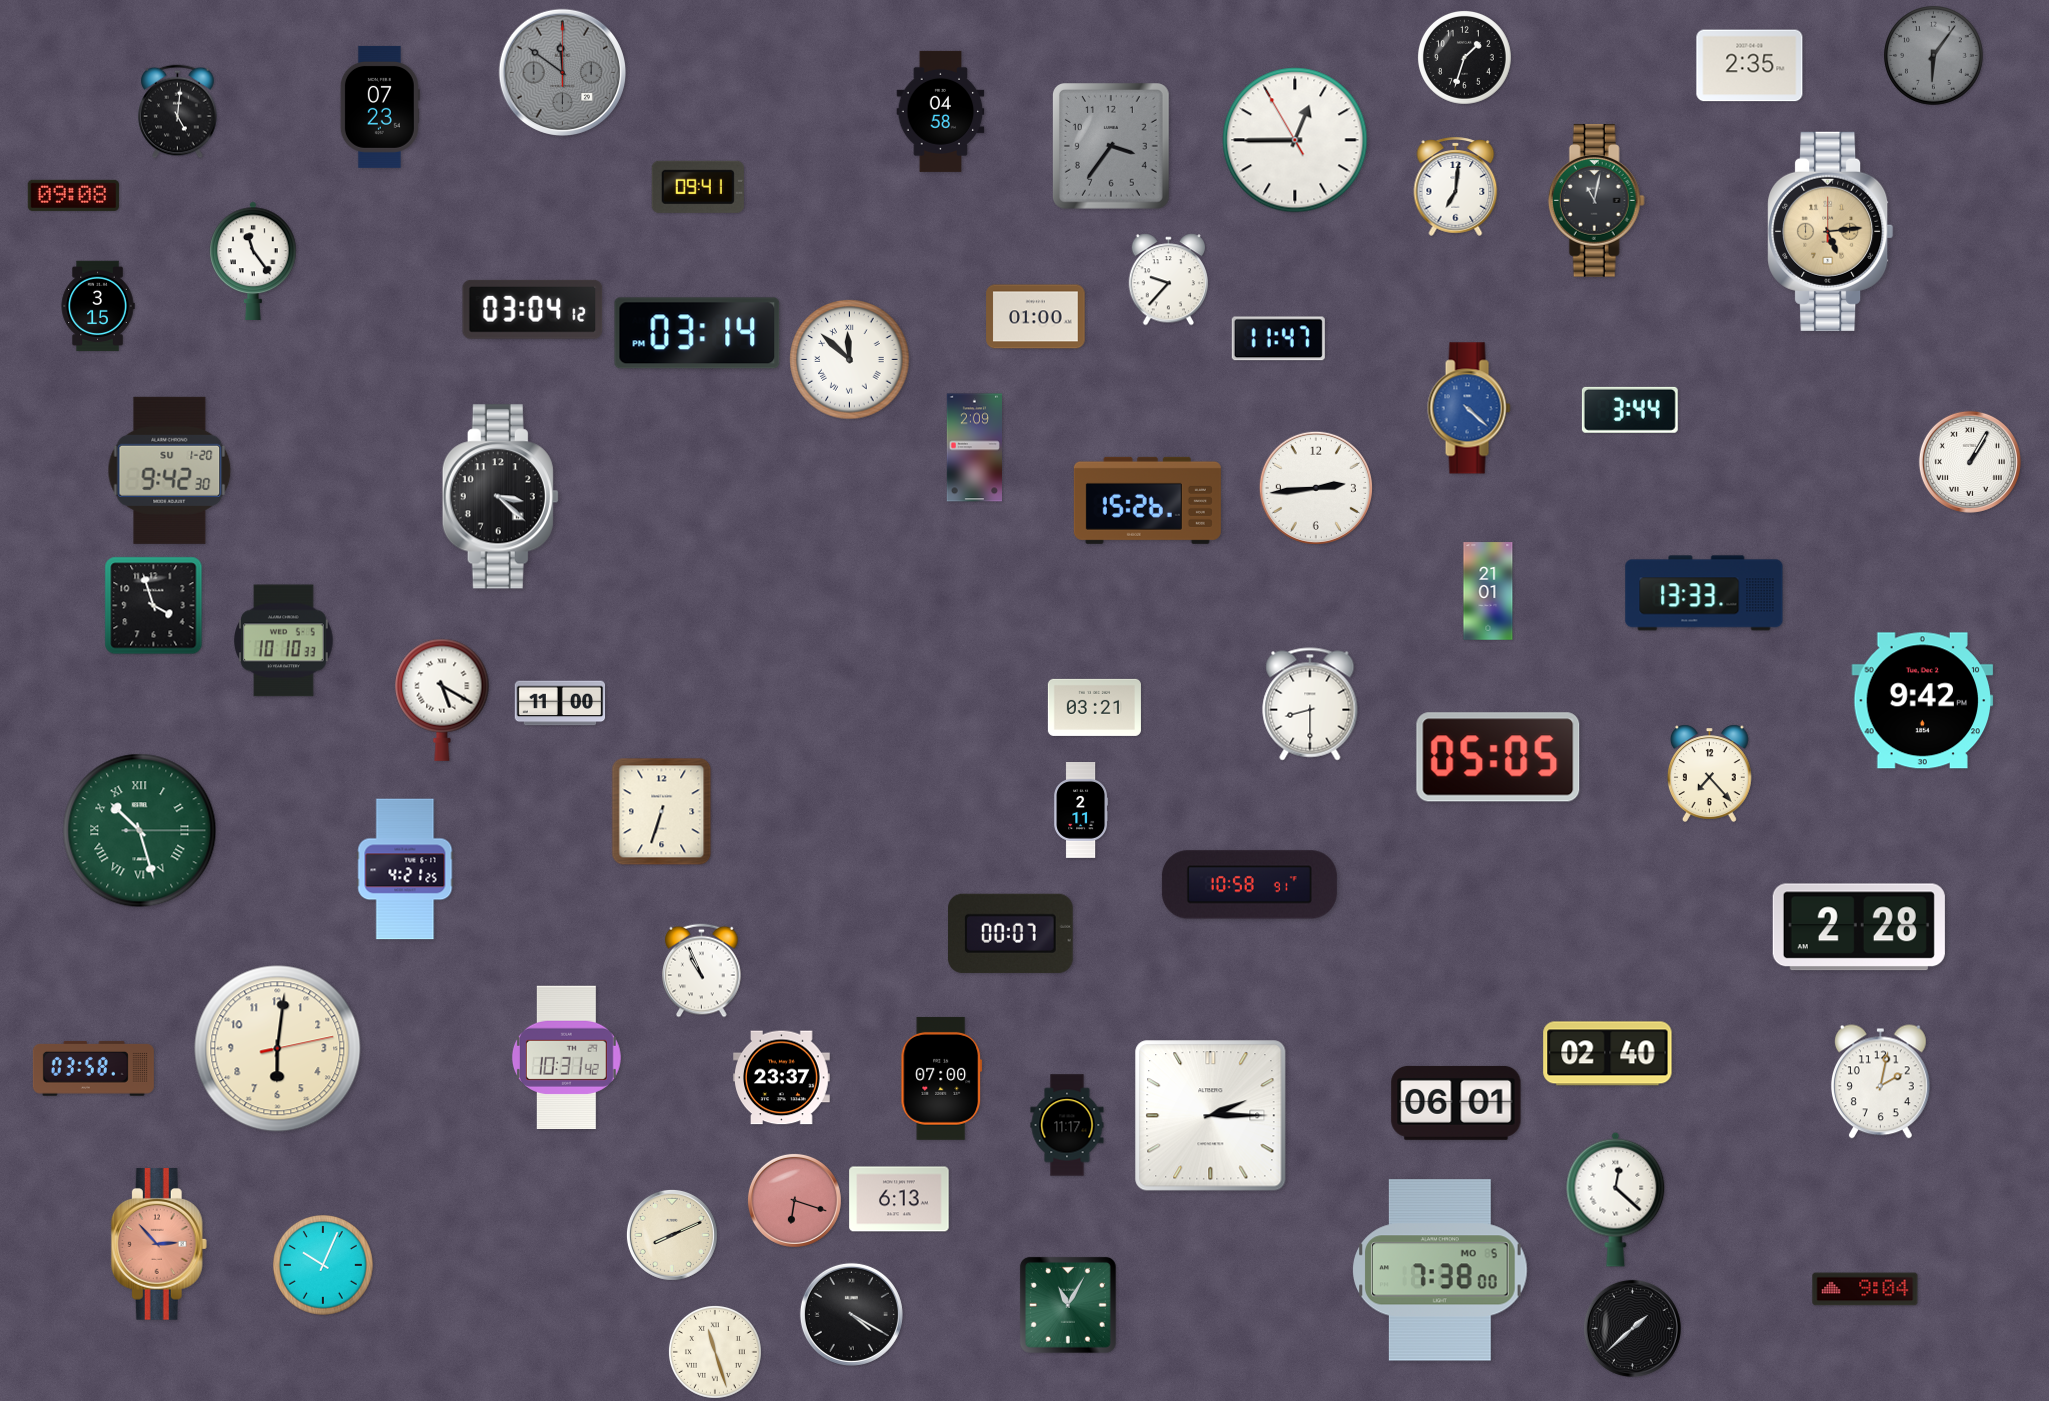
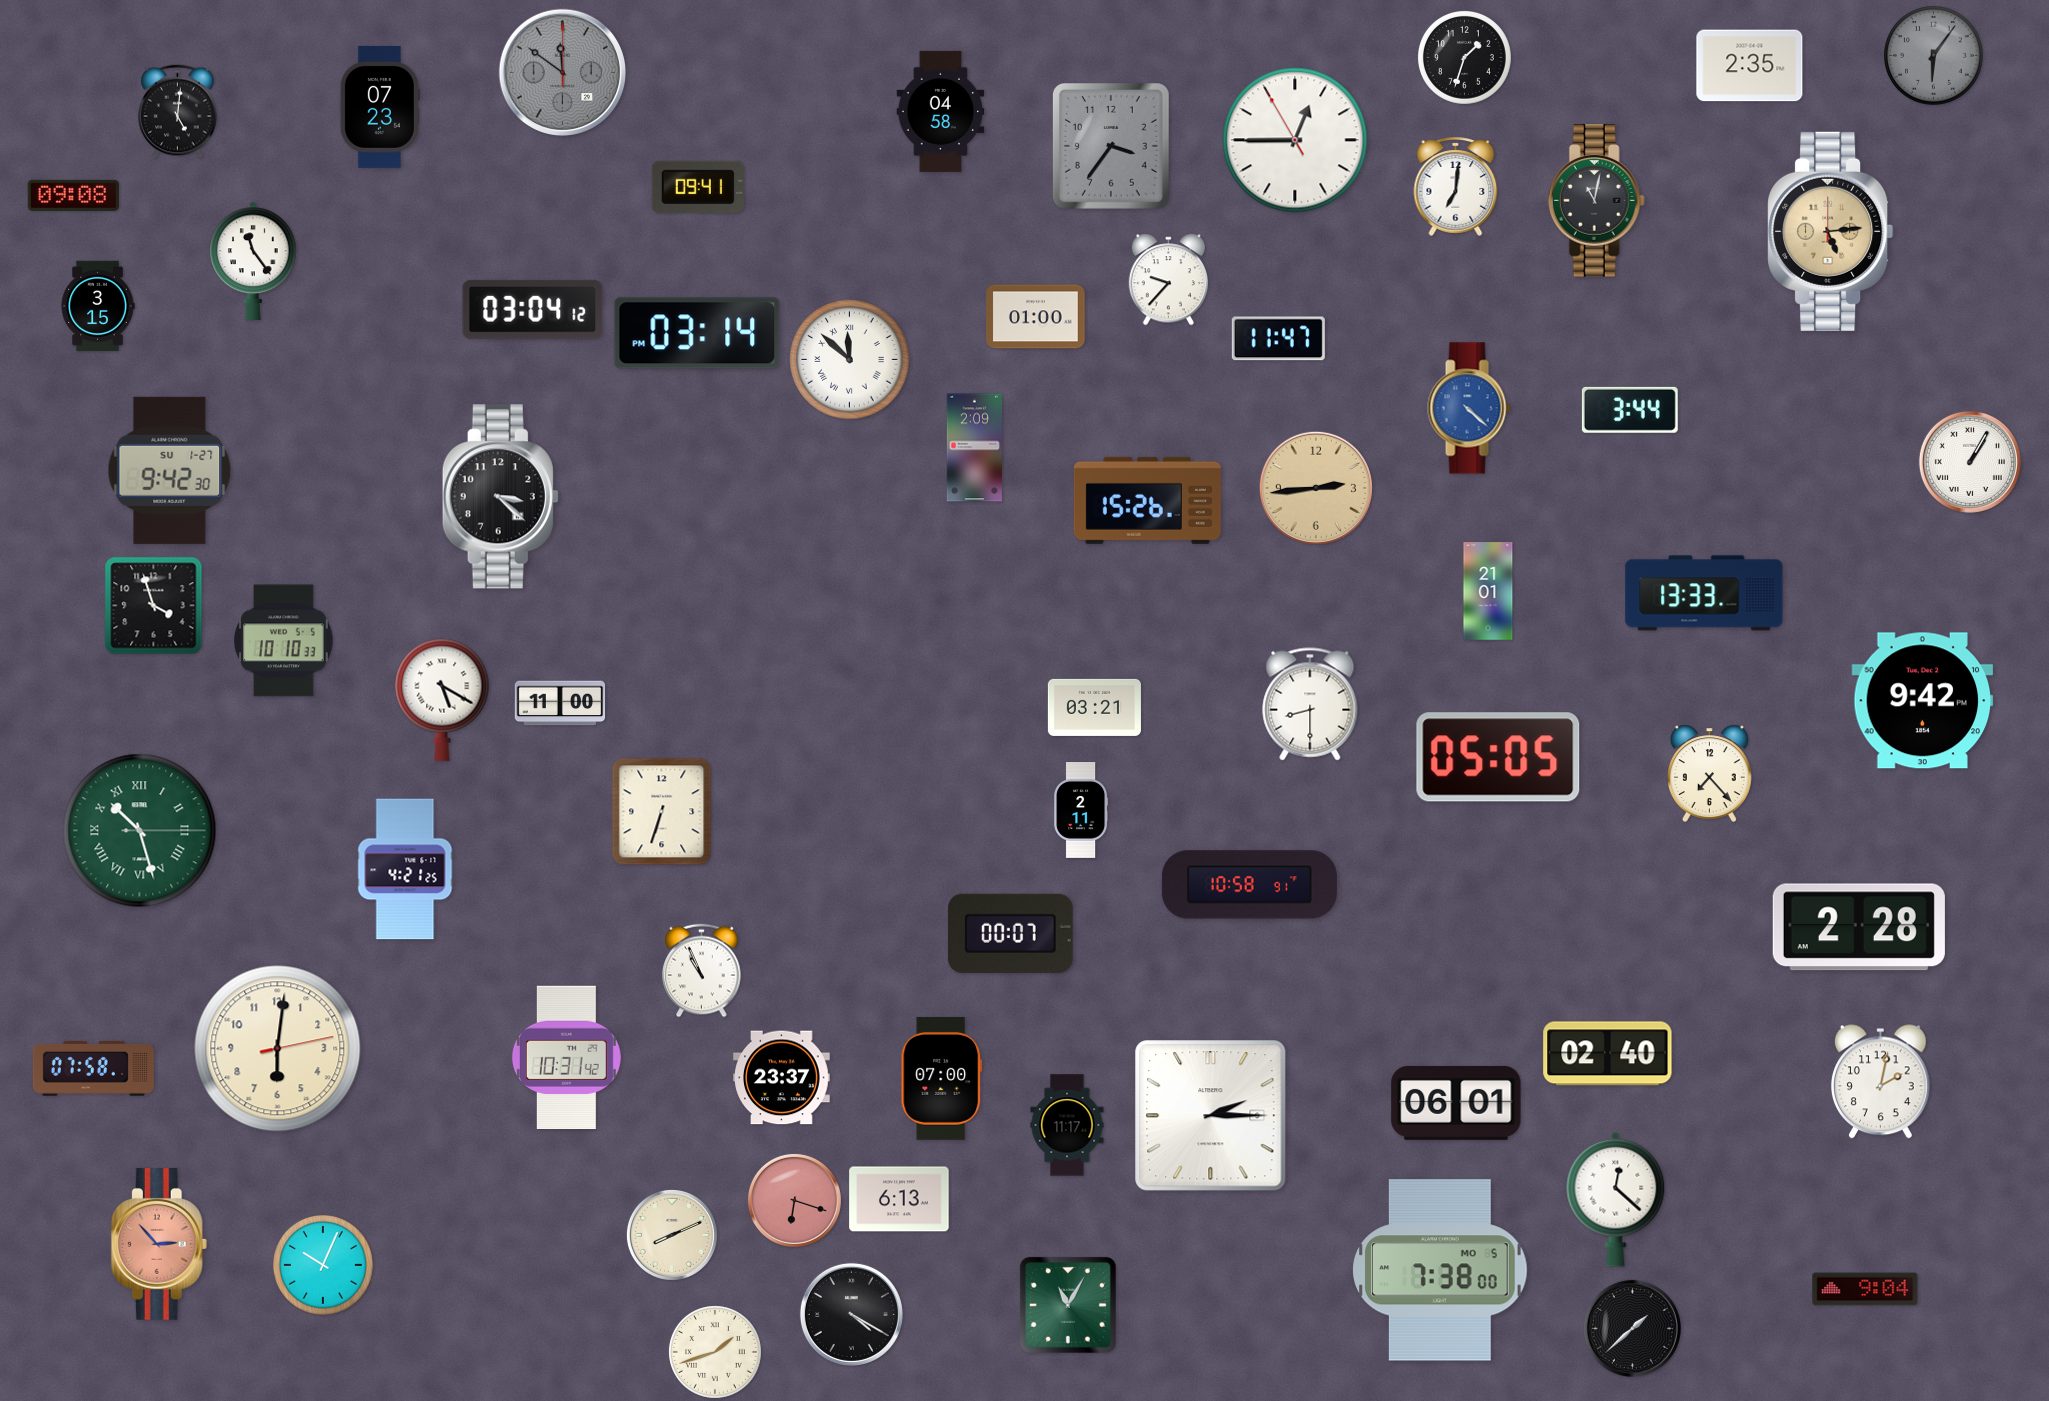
clock at (170, 470) date: SU 1-20 -> SU 1-27
clock at (1316, 488) dial: white -> champagne
clock at (93, 1068): 03:58 -> 07:58
clock at (715, 1352): 11:27 -> 1:42
